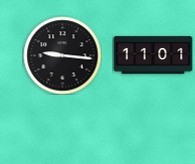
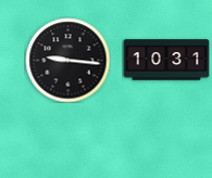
clock at (153, 55): 11:01 -> 10:31
